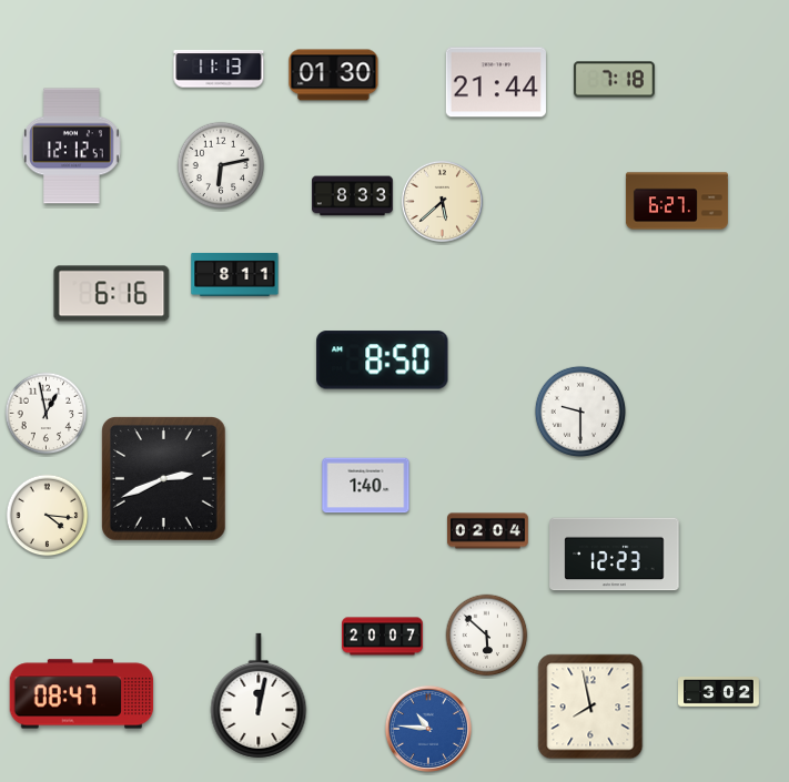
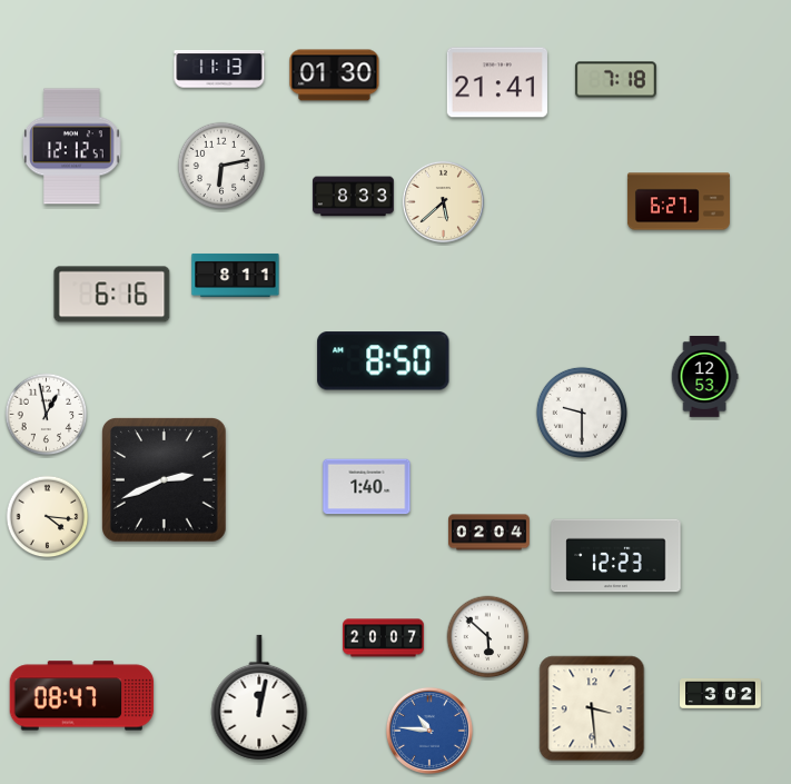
clock at (496, 82): 21:44 -> 21:41
clock at (704, 377): none -> 12:53
clock at (590, 707): 7:58 -> 3:29
